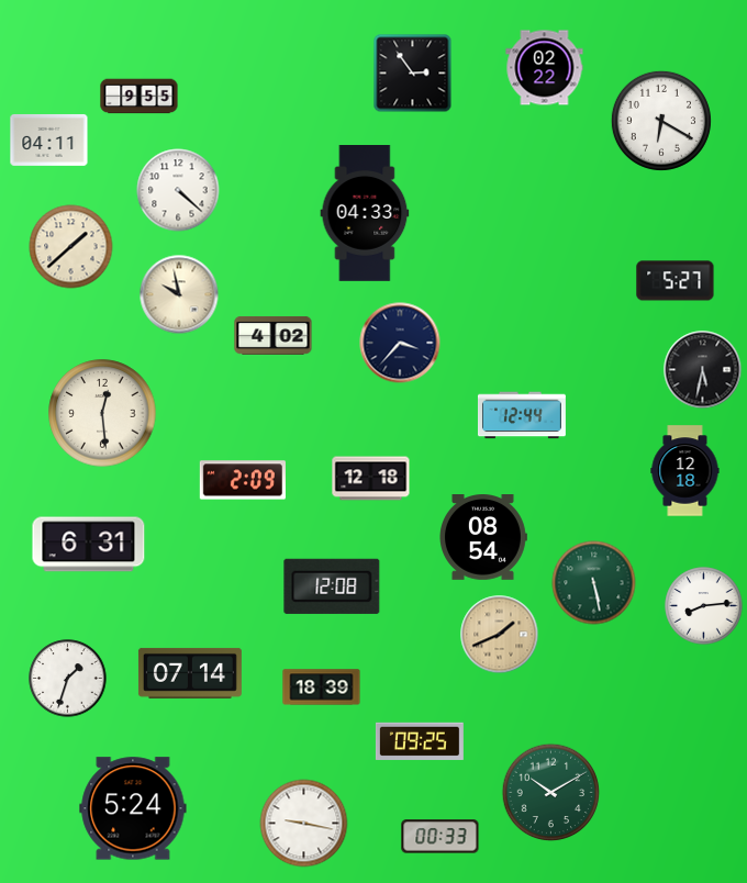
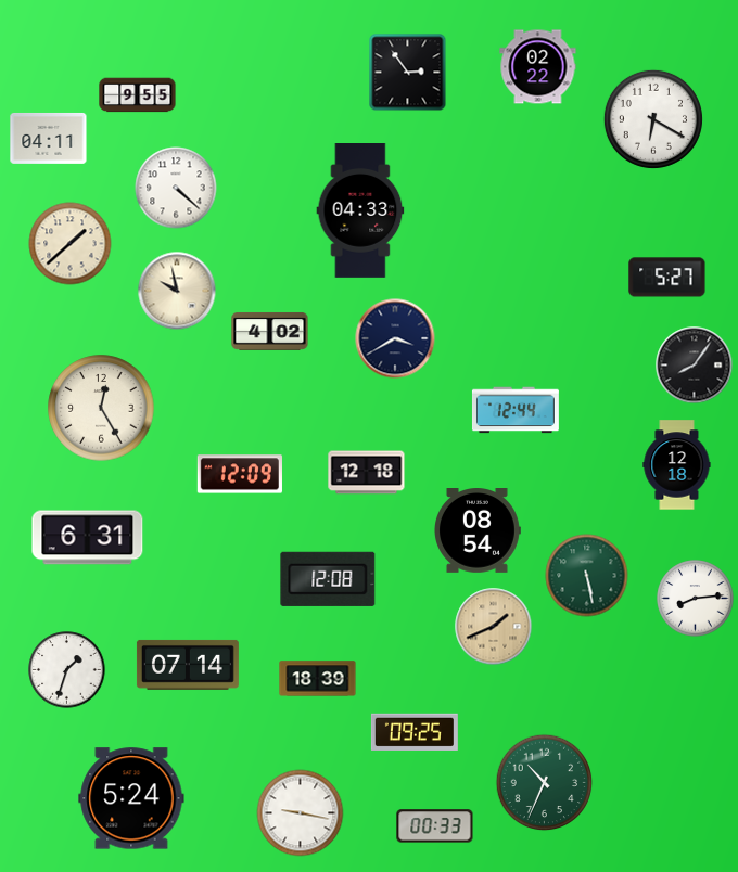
clock at (400, 343): 3:37 -> 3:40
clock at (703, 370): 5:32 -> 8:06
clock at (102, 413): 12:29 -> 12:25
clock at (243, 480): 2:09 -> 12:09
clock at (551, 793): 10:10 -> 10:34
